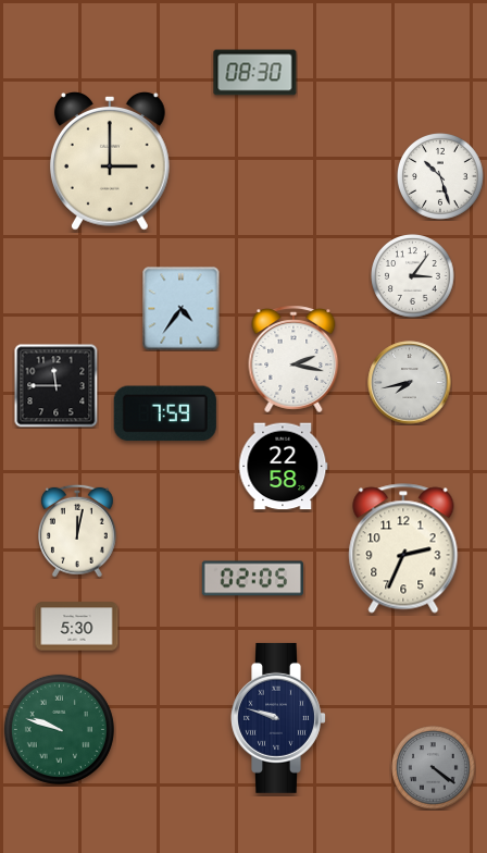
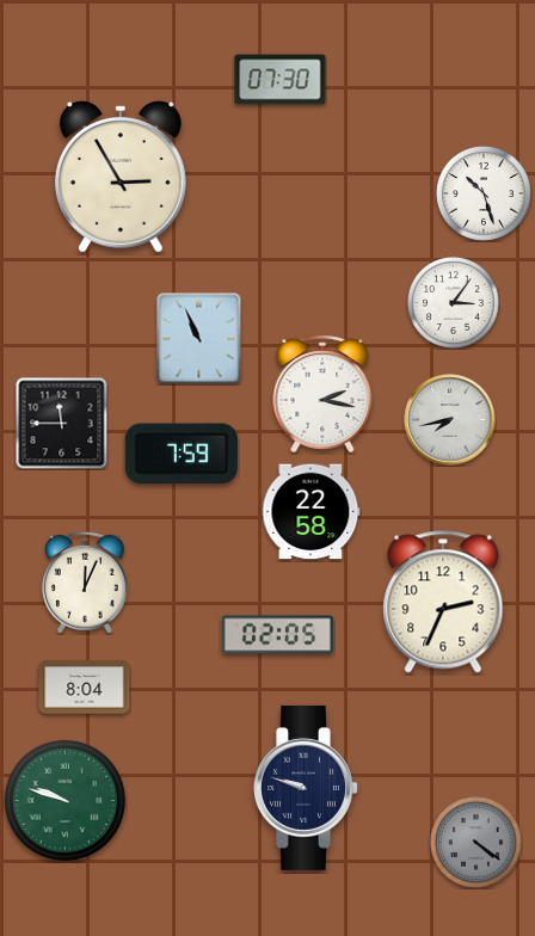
clock at (255, 73): 08:30 -> 07:30
clock at (110, 161): 3:00 -> 2:55
clock at (182, 309): 4:36 -> 10:56
clock at (77, 531): 12:02 -> 12:04
clock at (77, 627): 5:30 -> 8:04
